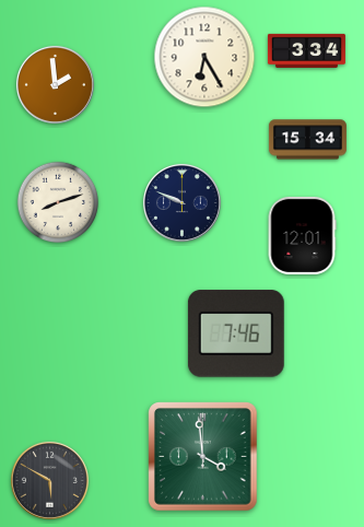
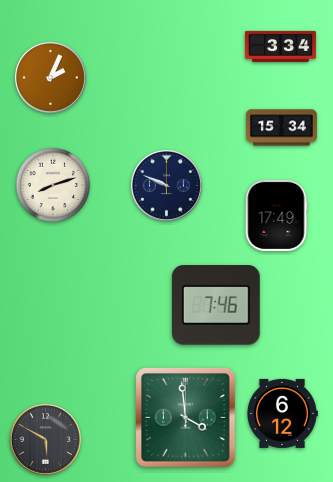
clock at (204, 57): 6:25 -> none
clock at (55, 84): 1:59 -> 2:04
clock at (302, 235): 12:01 -> 17:49
clock at (282, 413): none -> 6:12
